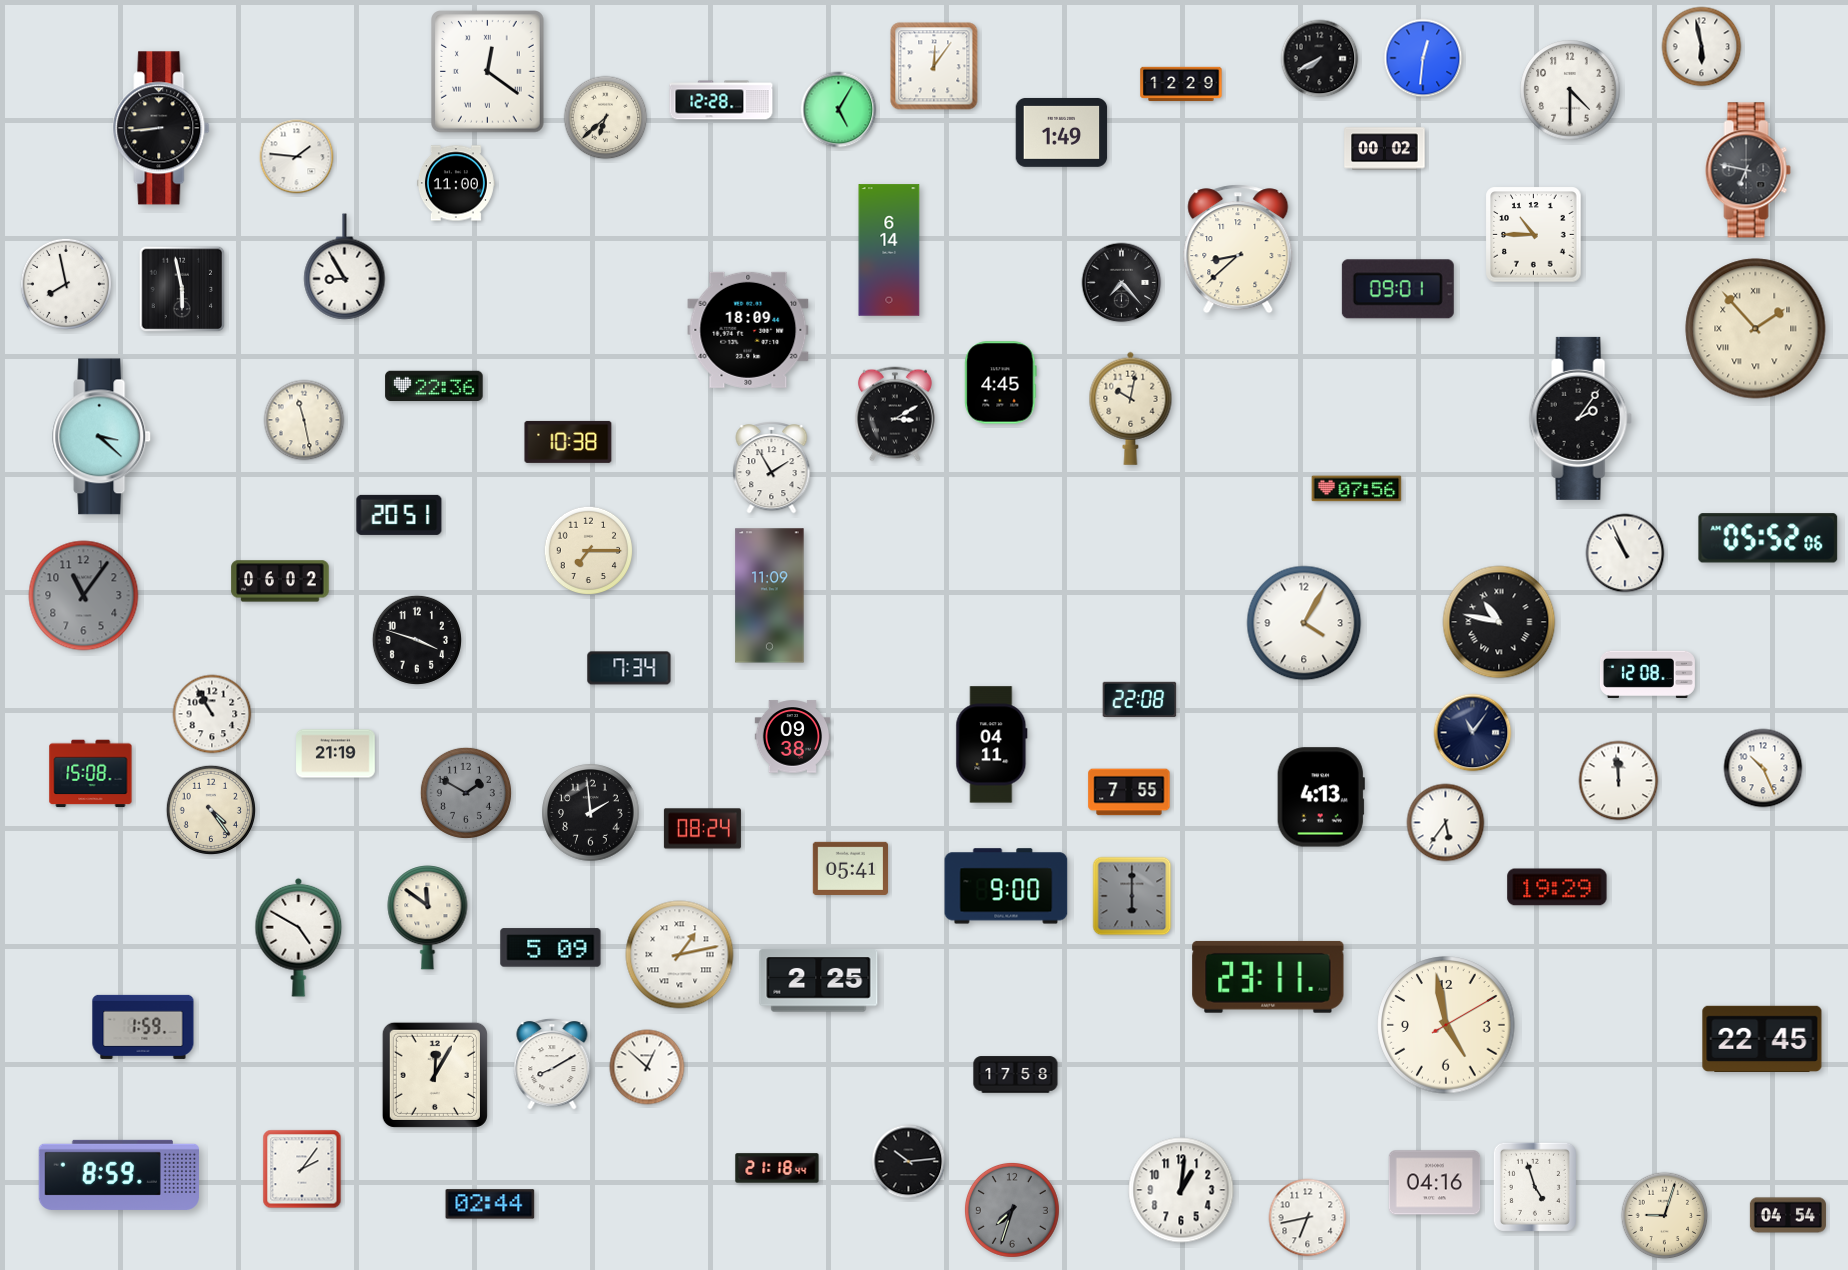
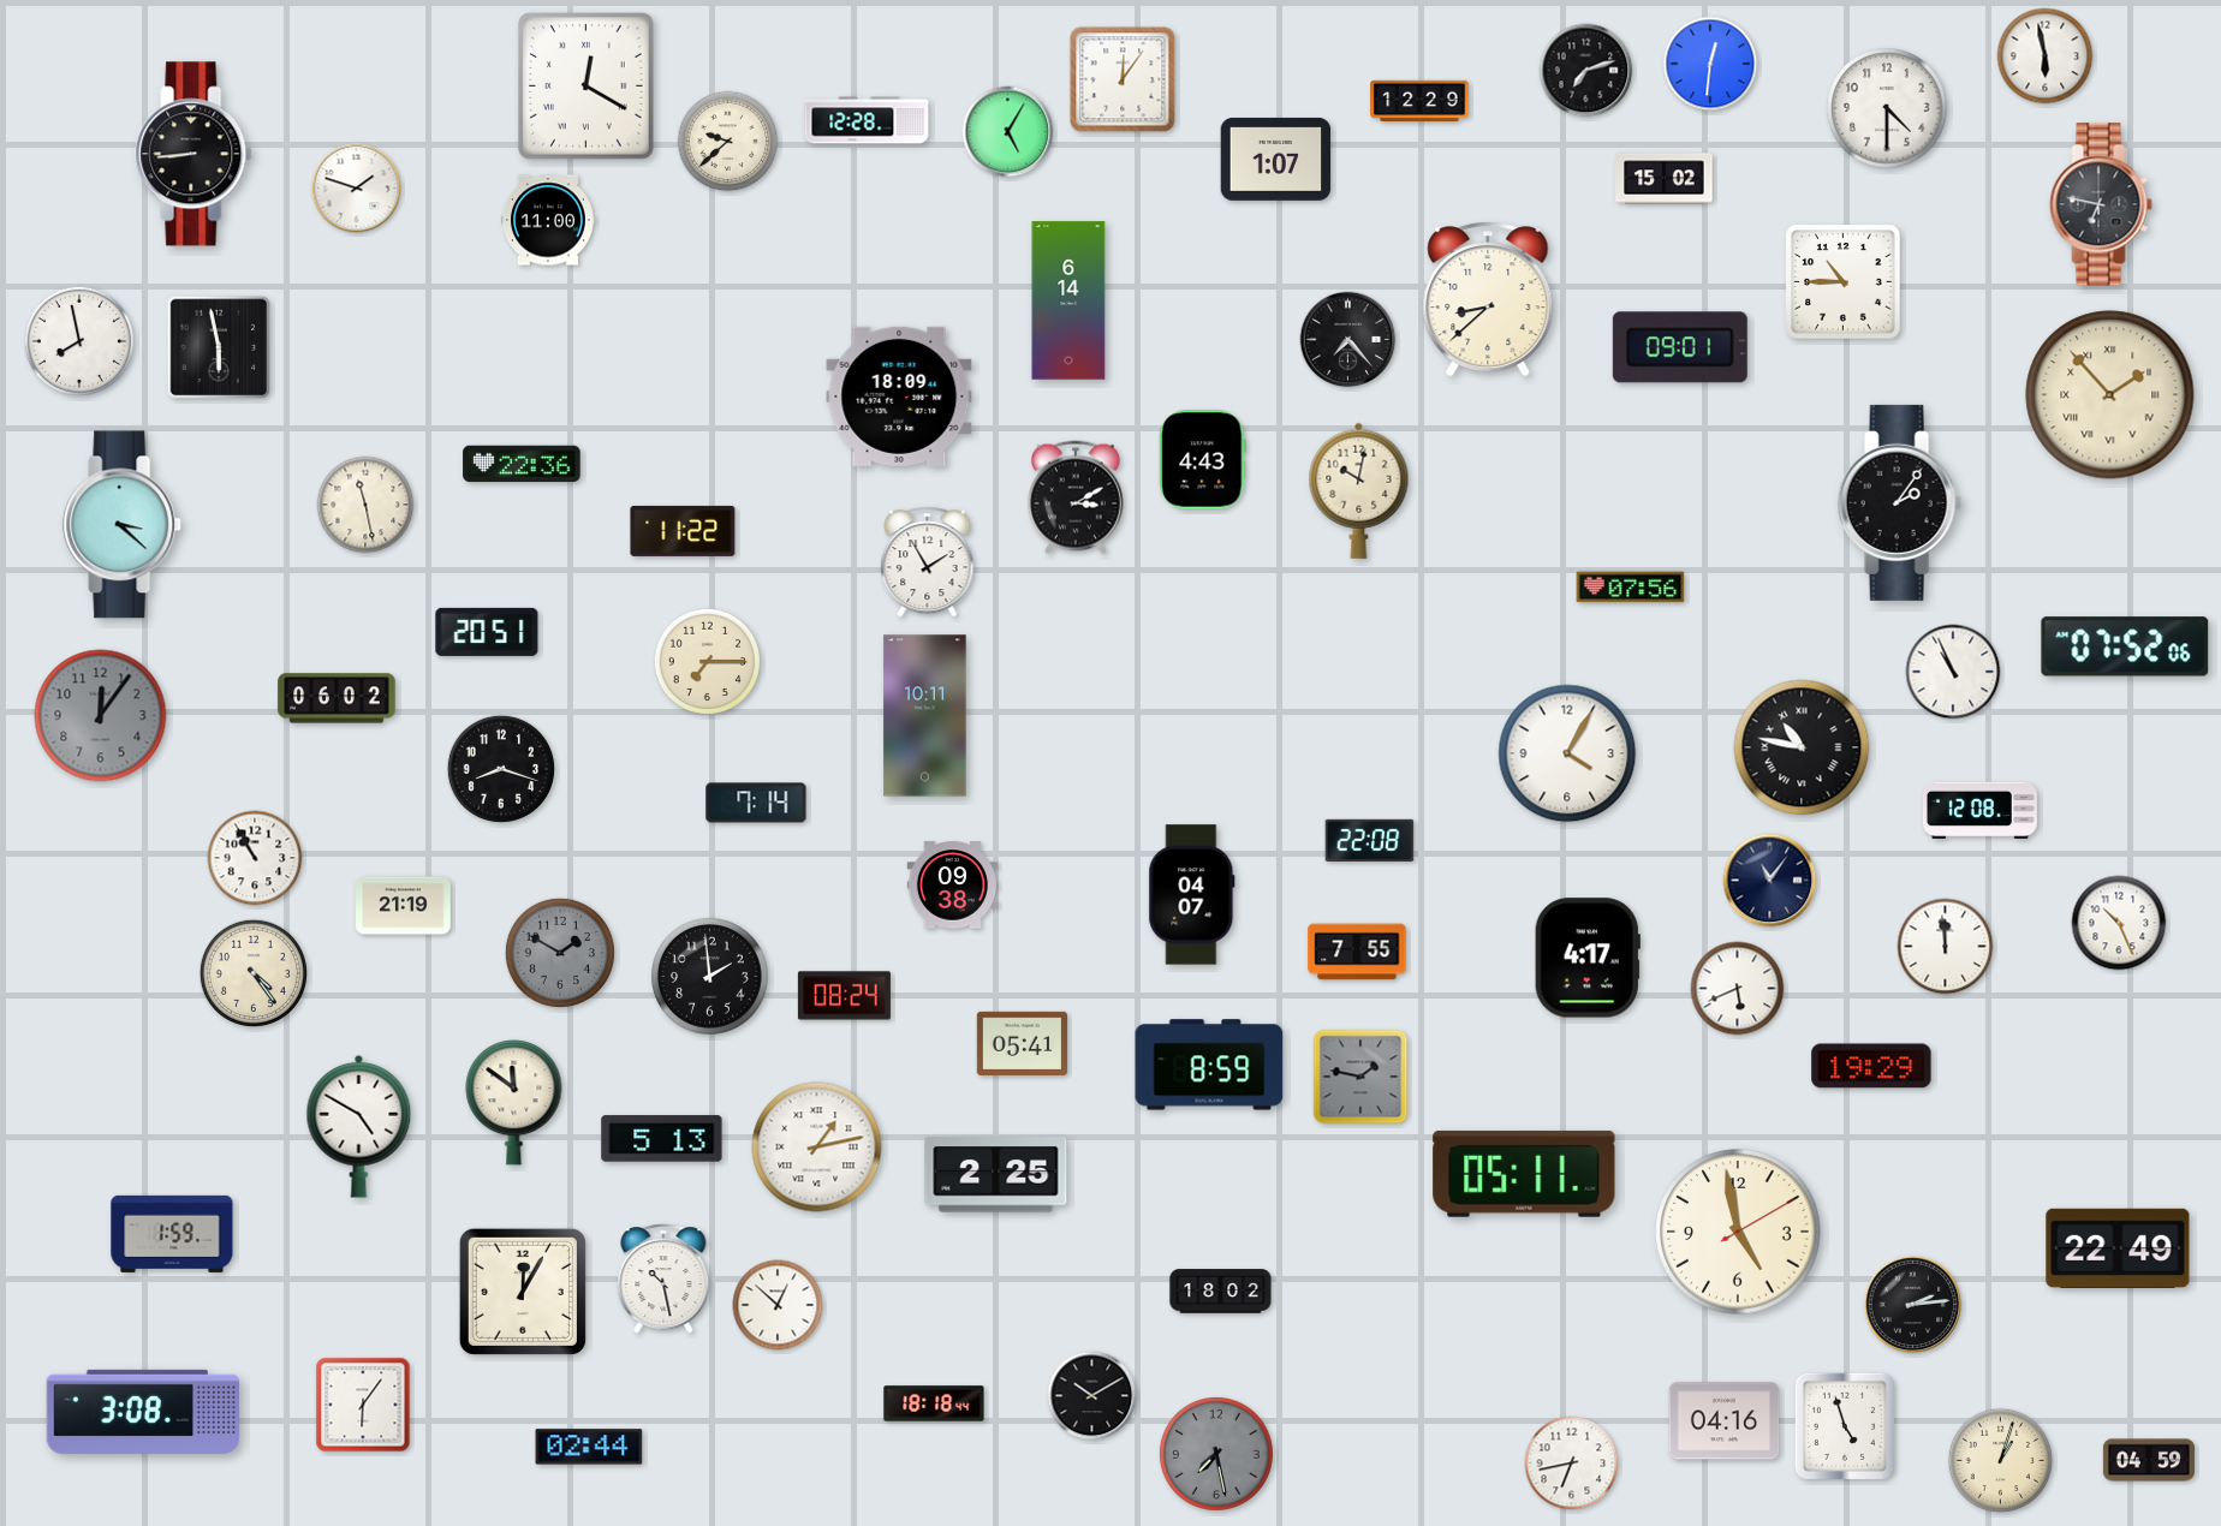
clock at (1423, 58) position: (1423, 58) -> (1710, 64)
clock at (1320, 59): 7:40 -> 7:12
clock at (488, 72): 12:21 -> 12:20
clock at (606, 118): 6:38 -> 9:38
clock at (1062, 132): 1:49 -> 1:07
clock at (1385, 149): 00:02 -> 15:02
clock at (297, 157): 1:46 -> 1:48
clock at (345, 267): 8:55 -> none
clock at (1001, 383): 4:45 -> 4:43
clock at (568, 442): 10:38 -> 11:22
clock at (399, 515) position: (399, 515) -> (487, 632)
clock at (1768, 538): 05:52 -> 07:52
clock at (1625, 553) position: (1625, 553) -> (1953, 672)
clock at (84, 596): 11:06 -> 12:06
clock at (770, 596): 11:09 -> 10:11
clock at (1304, 623) position: (1304, 623) -> (1567, 753)
clock at (417, 640): 3:48 -> 8:18
clock at (629, 668): 7:34 -> 7:14
clock at (992, 745): 04:11 -> 04:07
clock at (91, 774): 15:08 -> none
clock at (1619, 781) position: (1619, 781) -> (1946, 947)
clock at (1321, 797): 4:13 -> 4:17
clock at (1446, 823): 5:36 -> 5:41
clock at (1006, 886): 9:00 -> 8:59
clock at (1132, 896): 6:00 -> 1:47
clock at (551, 948): 5:09 -> 5:13
clock at (1268, 977): 23:11 -> 05:11
clock at (819, 981) position: (819, 981) -> (996, 1175)
clock at (1762, 1038): 22:45 -> 22:49
clock at (552, 1064): 8:10 -> 10:28
clock at (647, 1067) position: (647, 1067) -> (778, 1305)
clock at (1016, 1075): 17:58 -> 18:02
clock at (1913, 1305): none -> 2:14
clock at (909, 1162): 10:14 -> 10:10
clock at (777, 1168): 21:18 -> 18:18
clock at (302, 1169): 2:06 -> 6:06
clock at (118, 1175): 8:59 -> 3:08
clock at (1181, 1190): 1:01 -> none
clock at (1012, 1210): 7:33 -> 7:28
clock at (1788, 1215): 04:54 -> 04:59
clock at (1665, 1216): 9:03 -> 1:03
